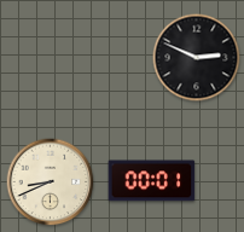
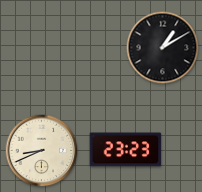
clock at (197, 58): 2:49 -> 1:10
clock at (152, 181): 00:01 -> 23:23
